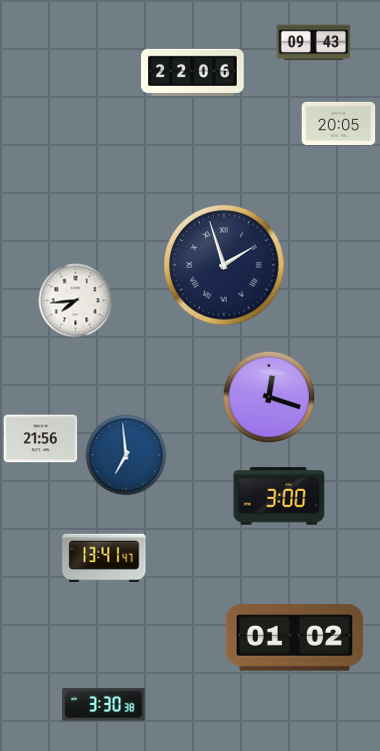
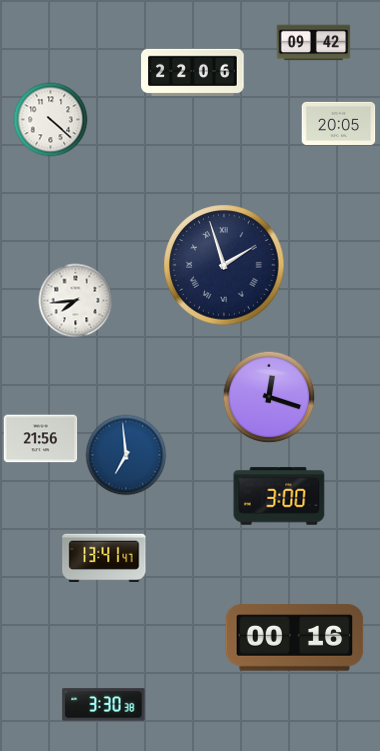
clock at (314, 43): 09:43 -> 09:42
clock at (51, 120): none -> 4:22
clock at (295, 638): 01:02 -> 00:16
